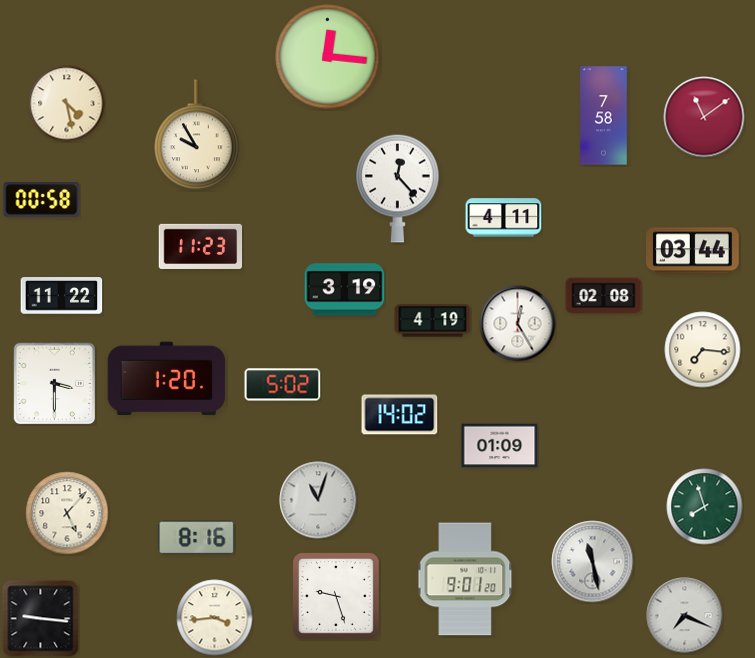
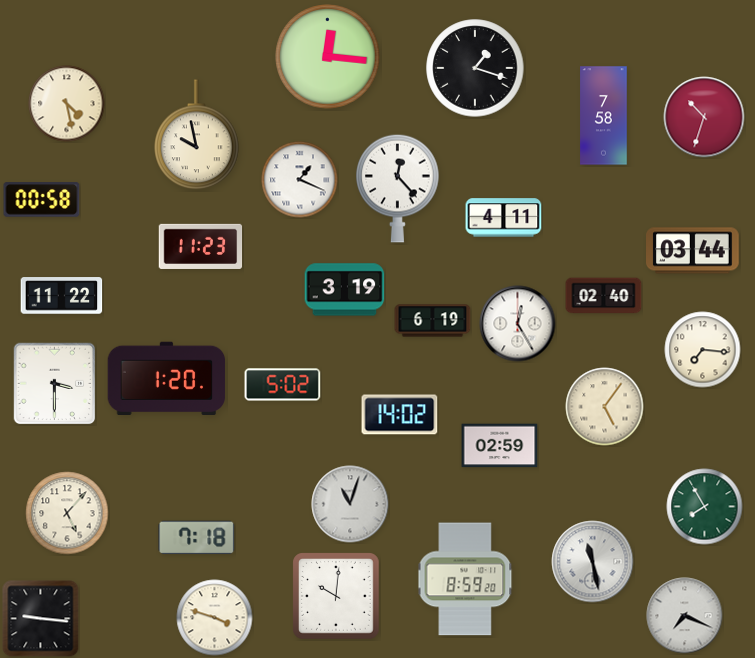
clock at (475, 68): none -> 1:18
clock at (704, 117): 11:09 -> 10:33
clock at (197, 135): 9:55 -> 9:58
clock at (300, 180): none -> 1:19
clock at (604, 296): 02:08 -> 02:40
clock at (433, 321): 4:19 -> 6:19
clock at (605, 407): none -> 5:06
clock at (500, 446): 01:09 -> 02:59
clock at (318, 500) position: (318, 500) -> (350, 504)
clock at (705, 507): 7:57 -> 7:55
clock at (197, 538): 8:16 -> 7:18
clock at (465, 579): 9:01 -> 8:59
clock at (336, 596): 9:27 -> 10:01
clock at (215, 618): 3:44 -> 3:48
